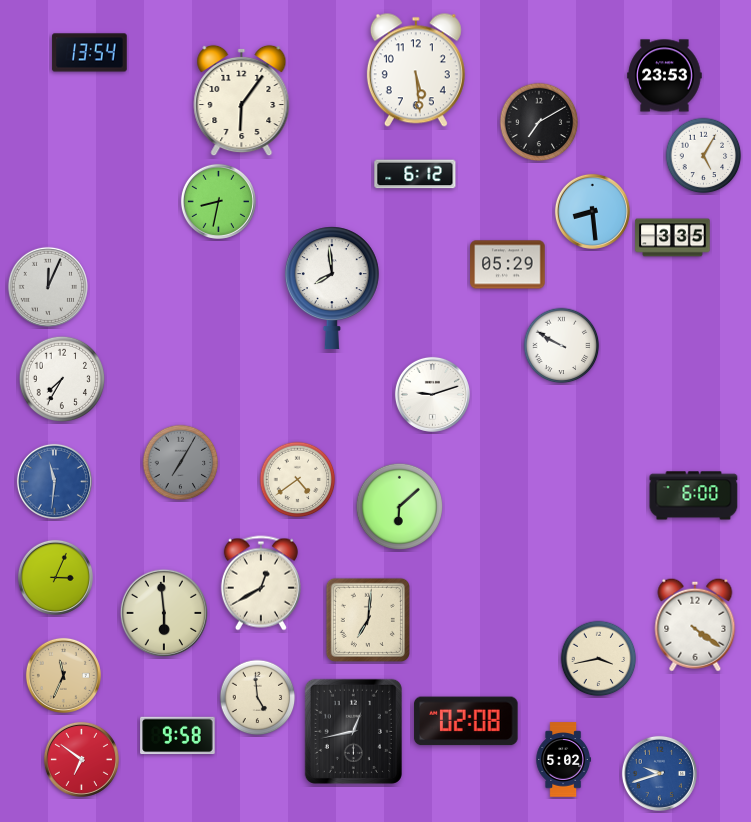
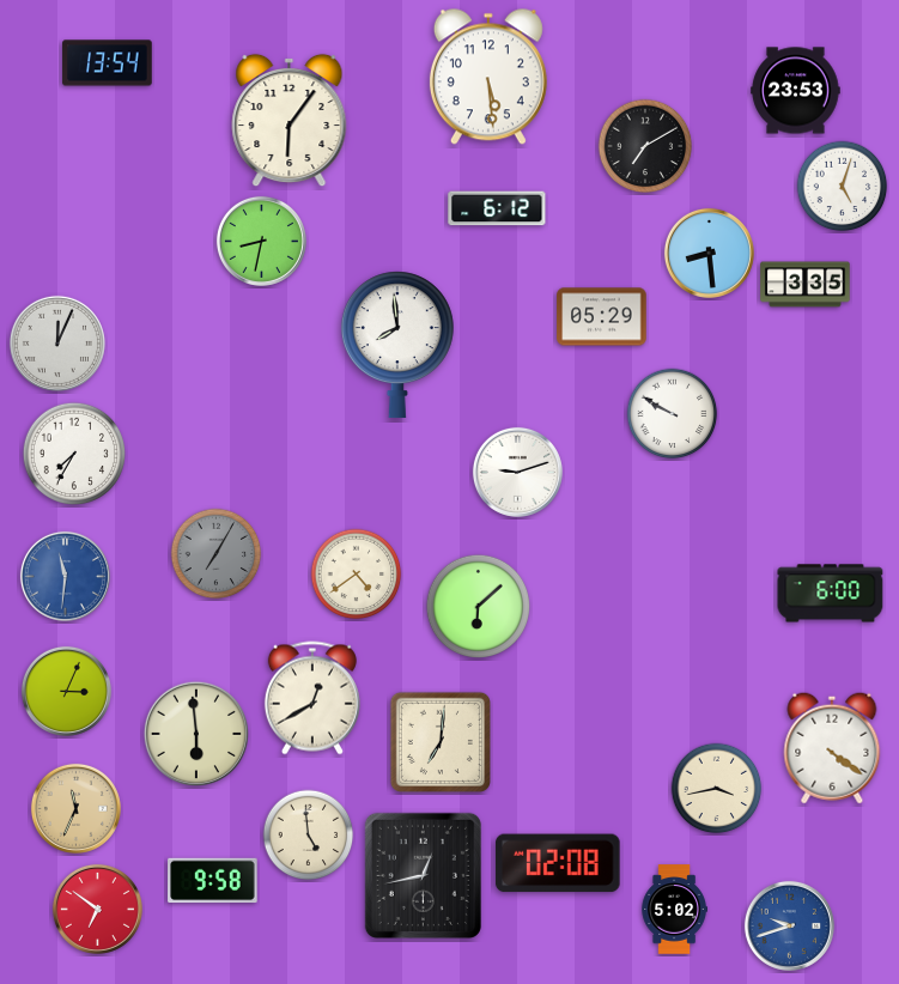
clock at (416, 70) position: (416, 70) -> (488, 77)
clock at (704, 156): 5:05 -> 5:03
clock at (508, 265) position: (508, 265) -> (602, 317)
